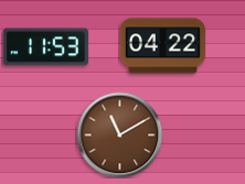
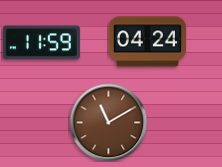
clock at (162, 46): 04:22 -> 04:24
clock at (45, 47): 11:53 -> 11:59
